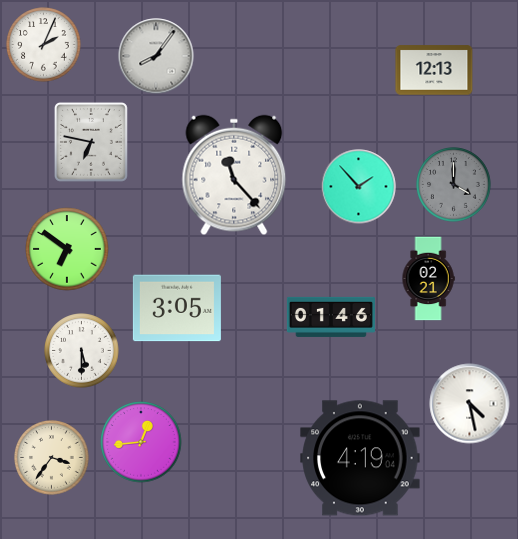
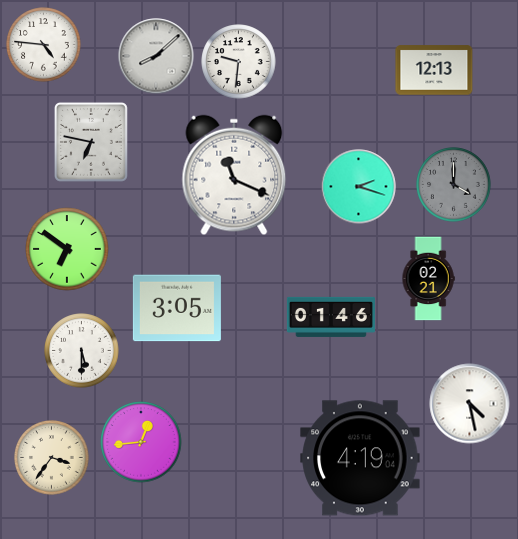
clock at (44, 45): 2:04 -> 4:46
clock at (156, 56): 8:06 -> 8:08
clock at (239, 62): none -> 9:31
clock at (234, 175): 11:23 -> 11:19
clock at (359, 187): 1:53 -> 2:18
